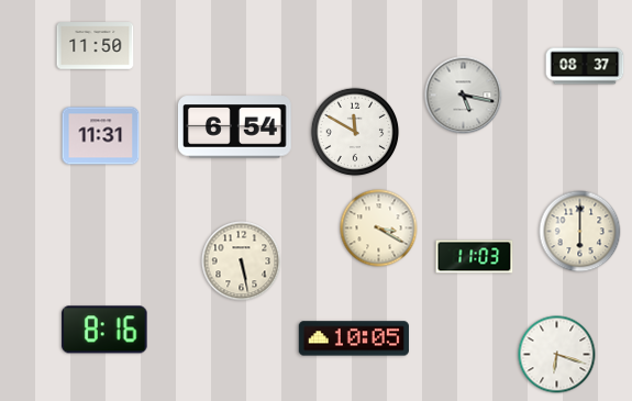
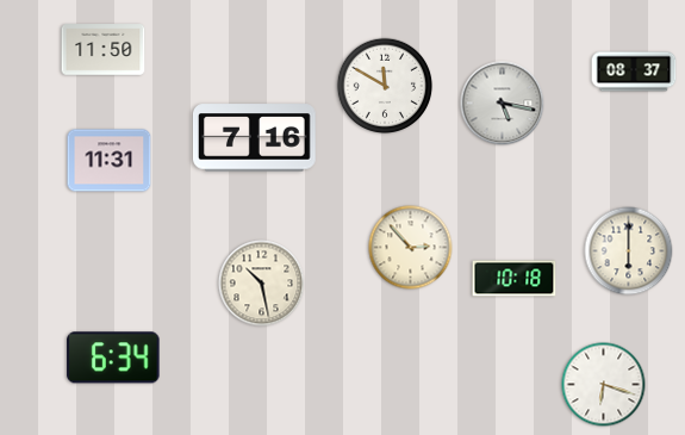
clock at (234, 127): 6:54 -> 7:16
clock at (355, 132) position: (355, 132) -> (385, 86)
clock at (101, 136) position: (101, 136) -> (110, 161)
clock at (379, 229): 3:20 -> 2:53
clock at (475, 257): 11:03 -> 10:18
clock at (242, 261): 5:28 -> 10:28
clock at (104, 330): 8:16 -> 6:34
clock at (353, 338): 10:05 -> none
